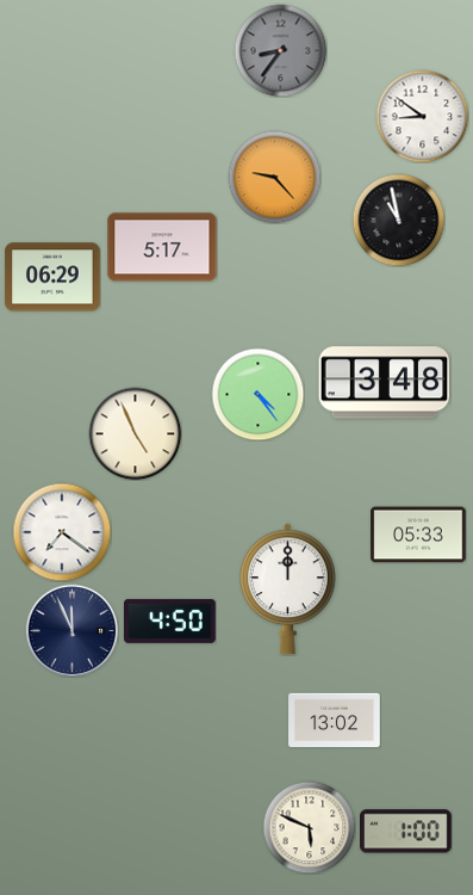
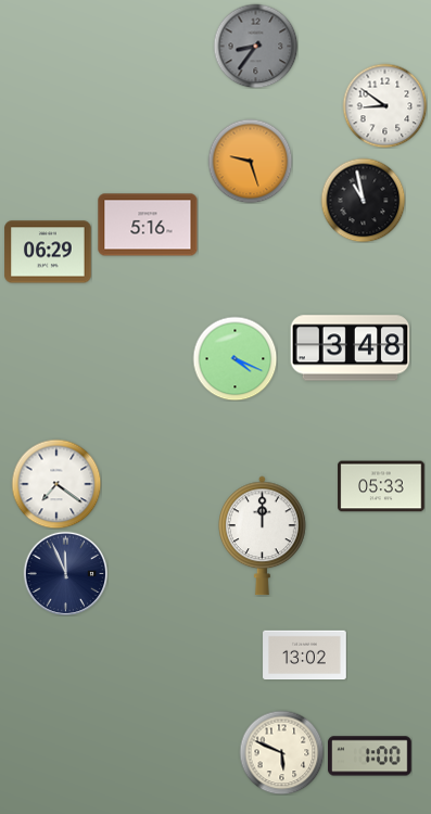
clock at (274, 177): 9:23 -> 9:27
clock at (162, 247): 5:17 -> 5:16
clock at (257, 394): 4:24 -> 4:19
clock at (135, 433): 4:56 -> none
clock at (170, 621): 4:50 -> none
